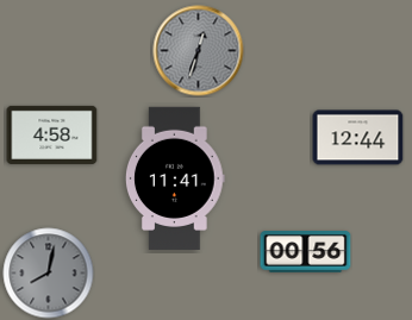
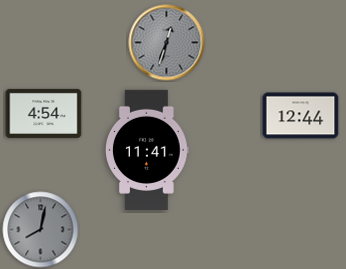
clock at (52, 134): 4:58 -> 4:54
clock at (306, 252): 00:56 -> none
